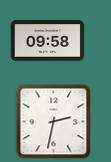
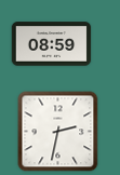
clock at (48, 41): 09:58 -> 08:59
